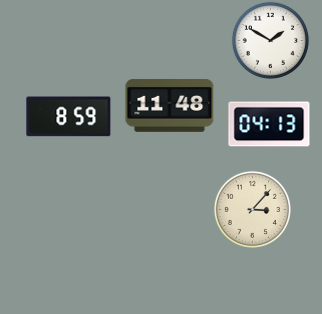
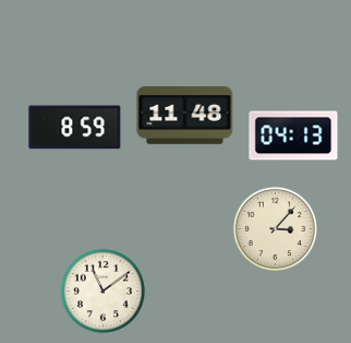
clock at (270, 40): 1:50 -> none
clock at (102, 291): none -> 11:09
